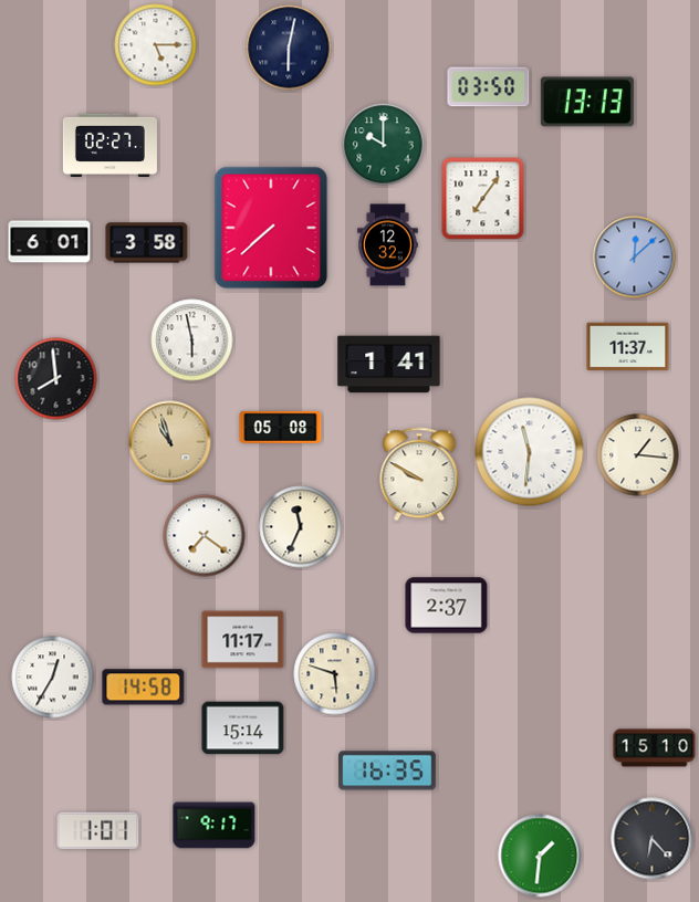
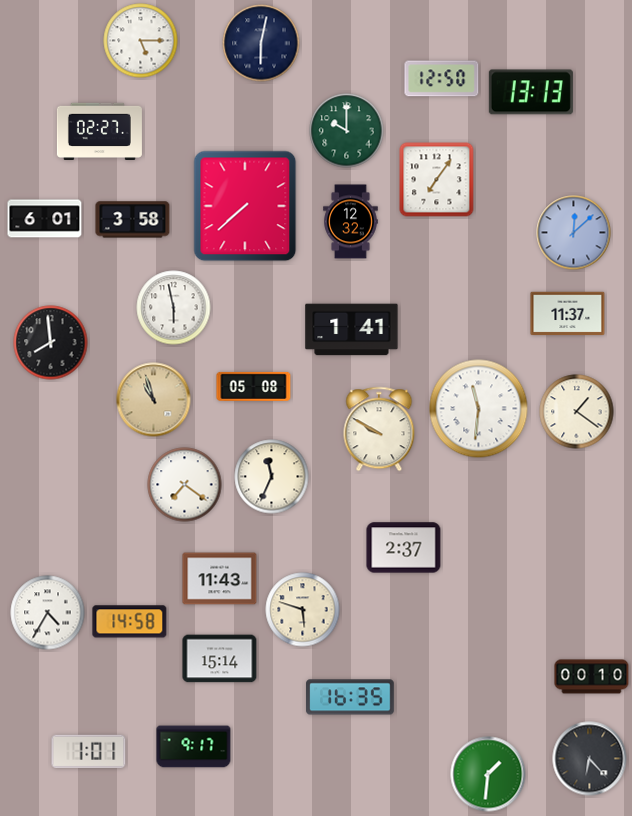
clock at (489, 87): 03:50 -> 12:50
clock at (638, 455): 1:16 -> 1:21
clock at (243, 640): 11:17 -> 11:43
clock at (53, 678): 12:35 -> 4:35
clock at (655, 748): 15:10 -> 00:10
